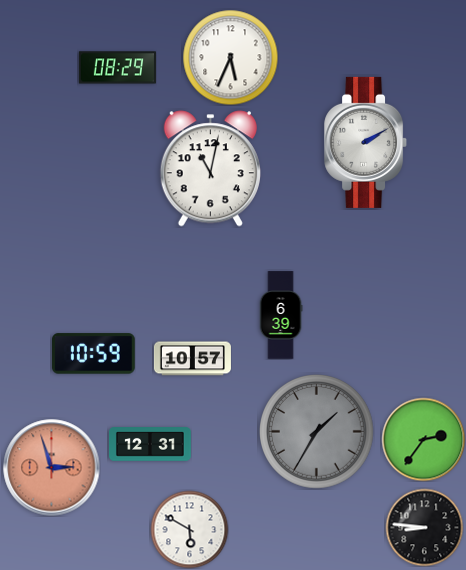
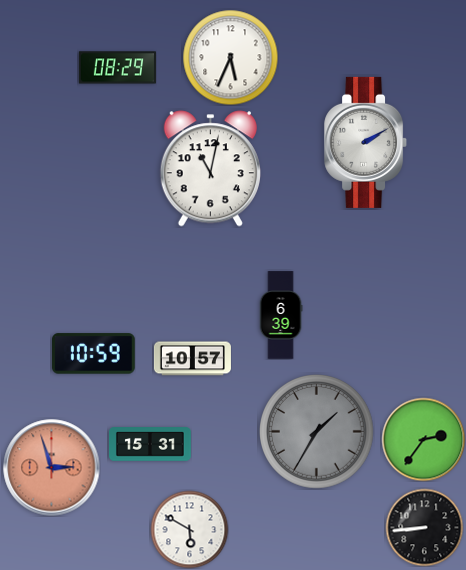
clock at (151, 444): 12:31 -> 15:31
clock at (424, 527): 8:46 -> 8:44
